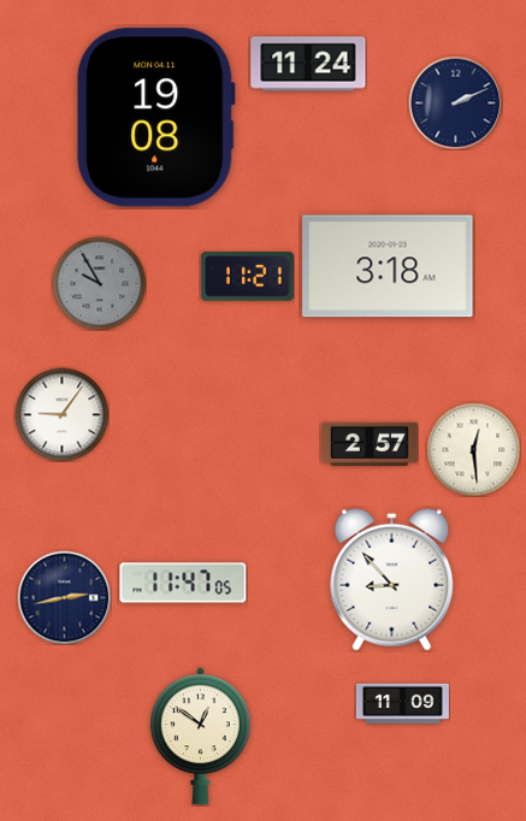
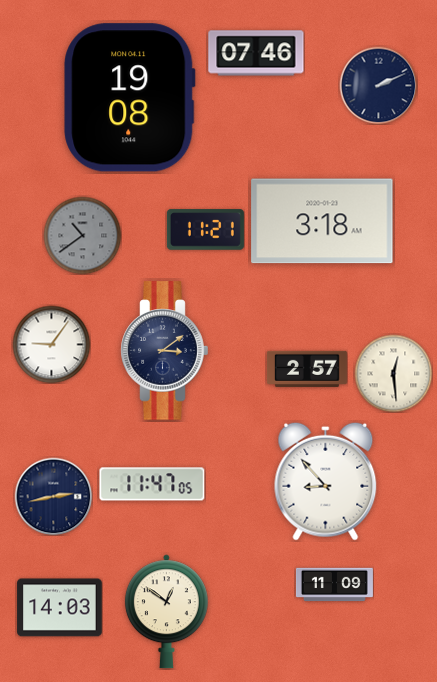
clock at (308, 64): 11:24 -> 07:46
clock at (99, 283): 9:55 -> 10:39
clock at (165, 351): none -> 3:09
clock at (60, 608): none -> 14:03
